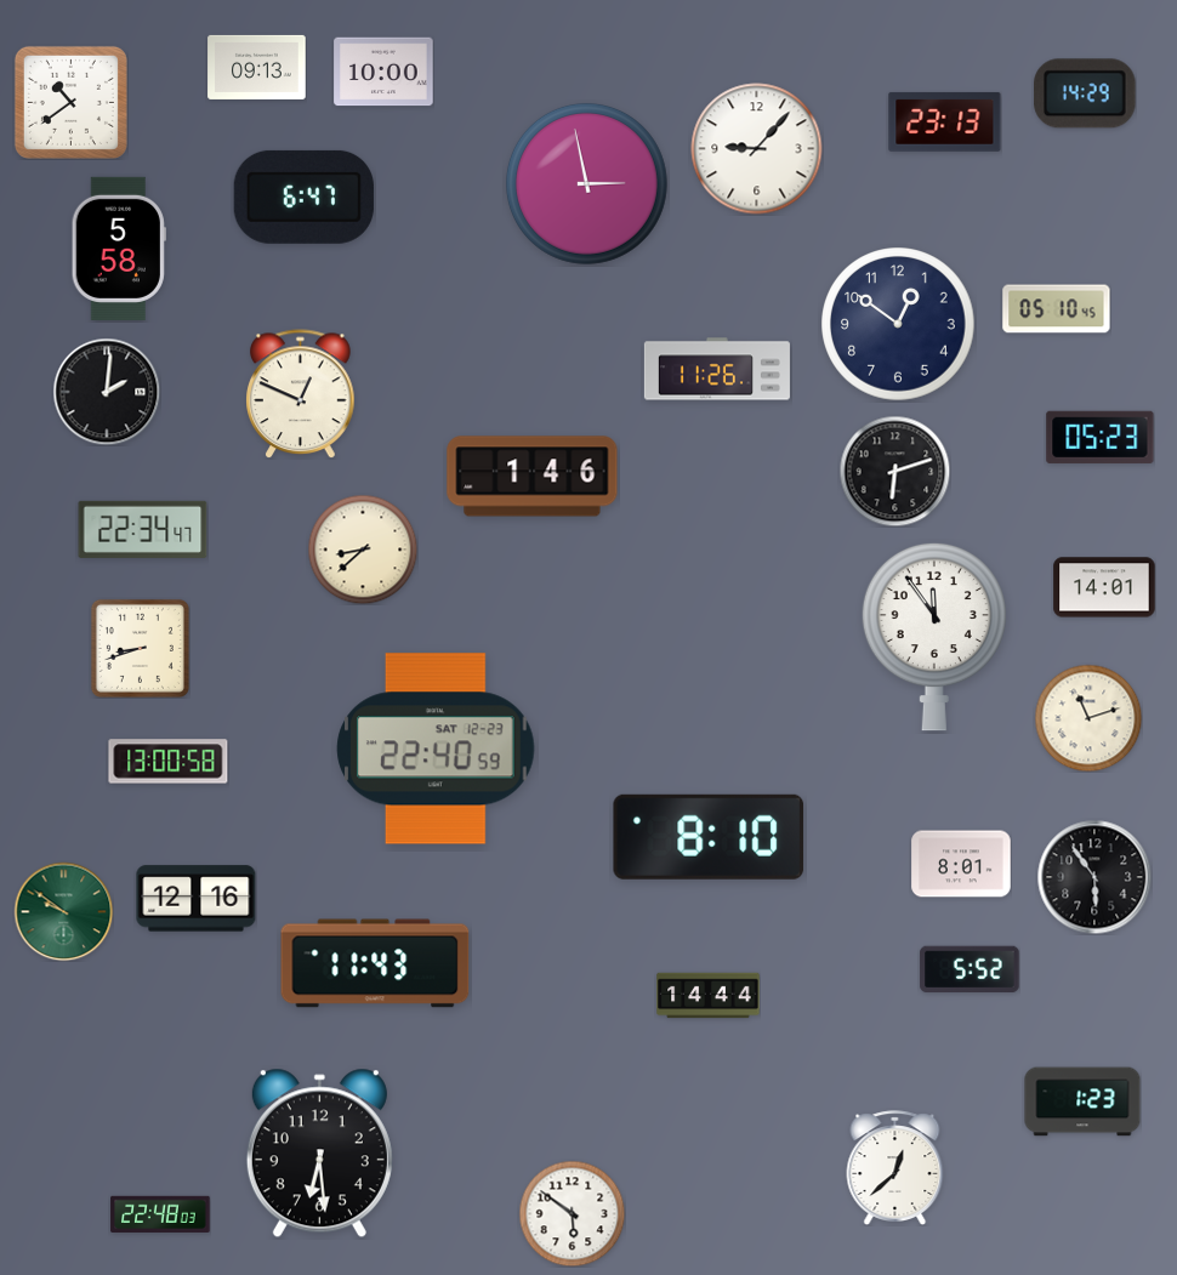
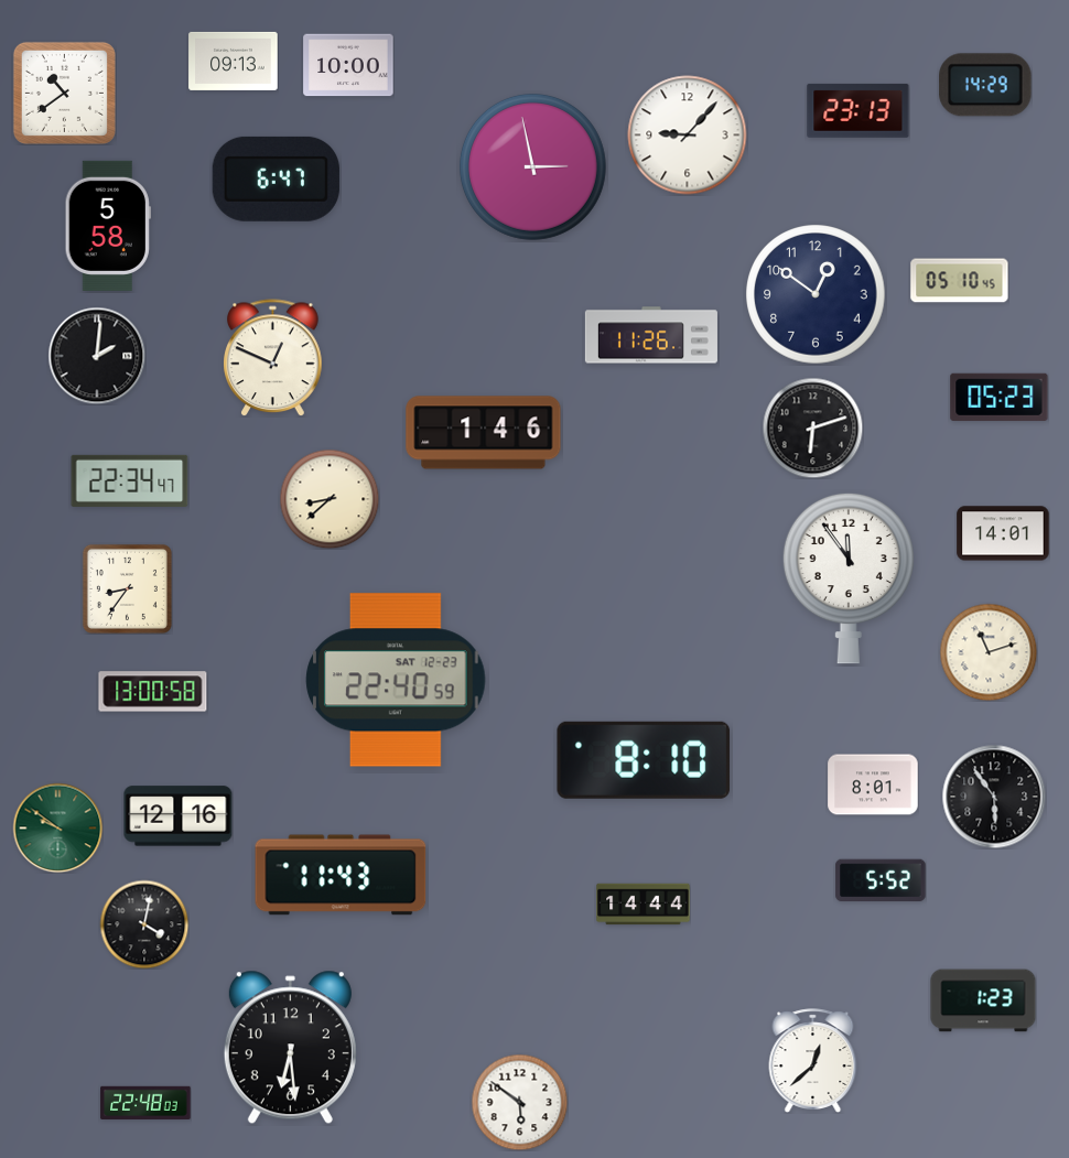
clock at (140, 648): 8:42 -> 8:36
clock at (144, 924): none -> 4:02
